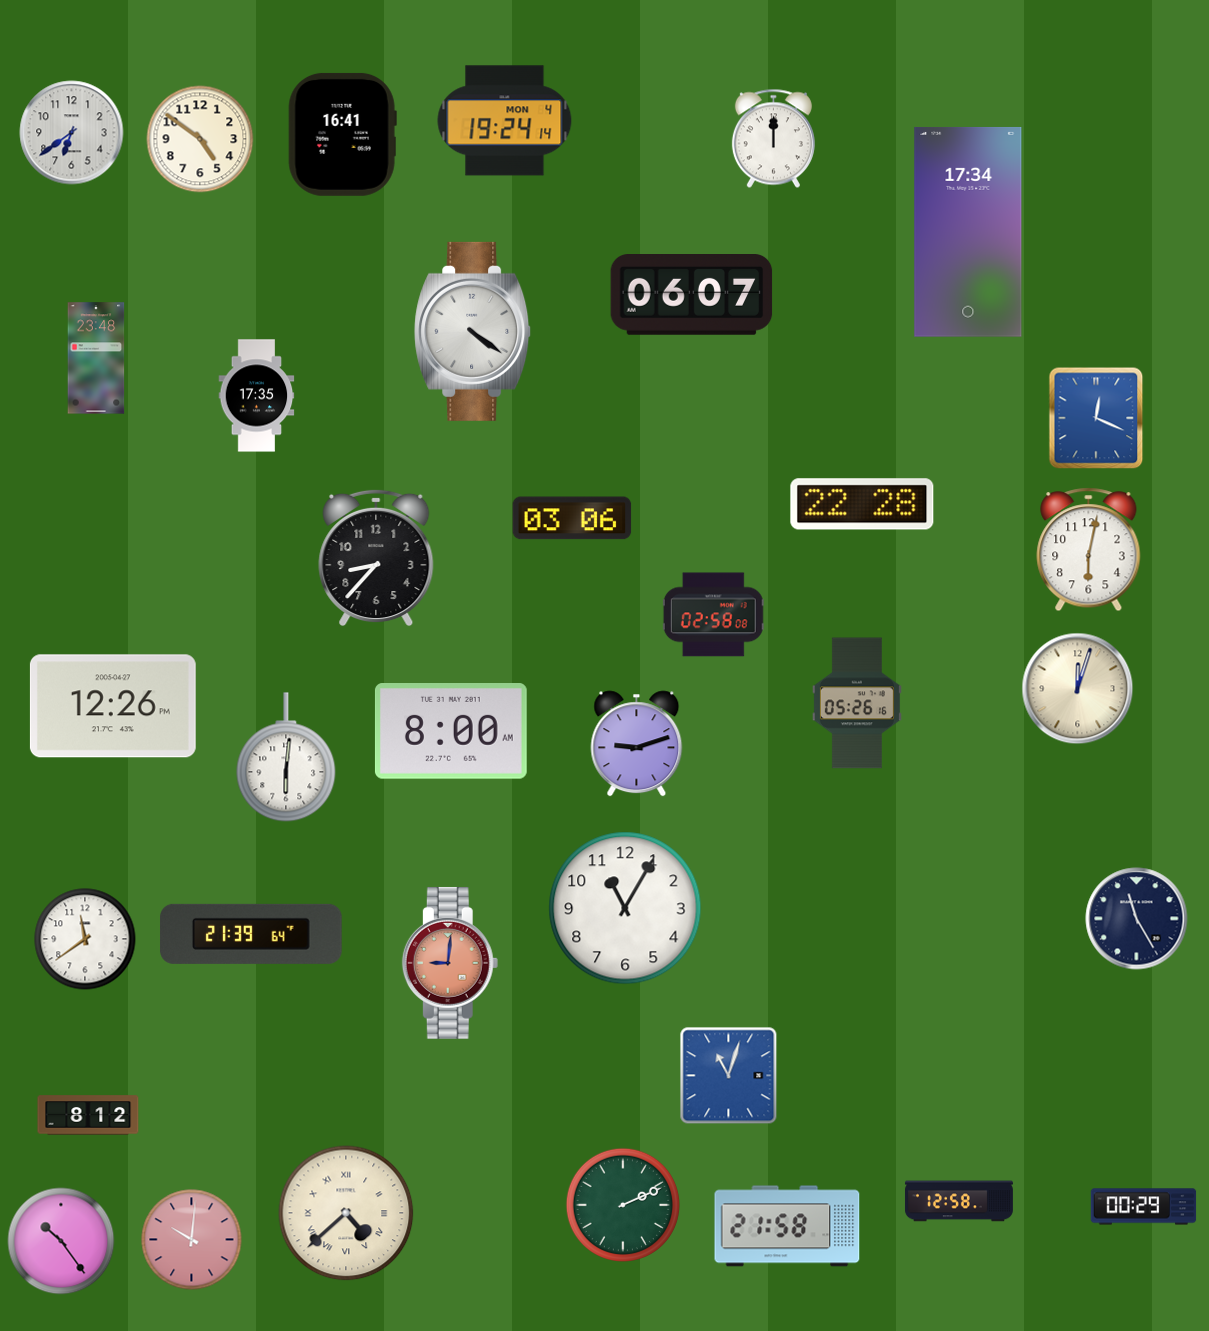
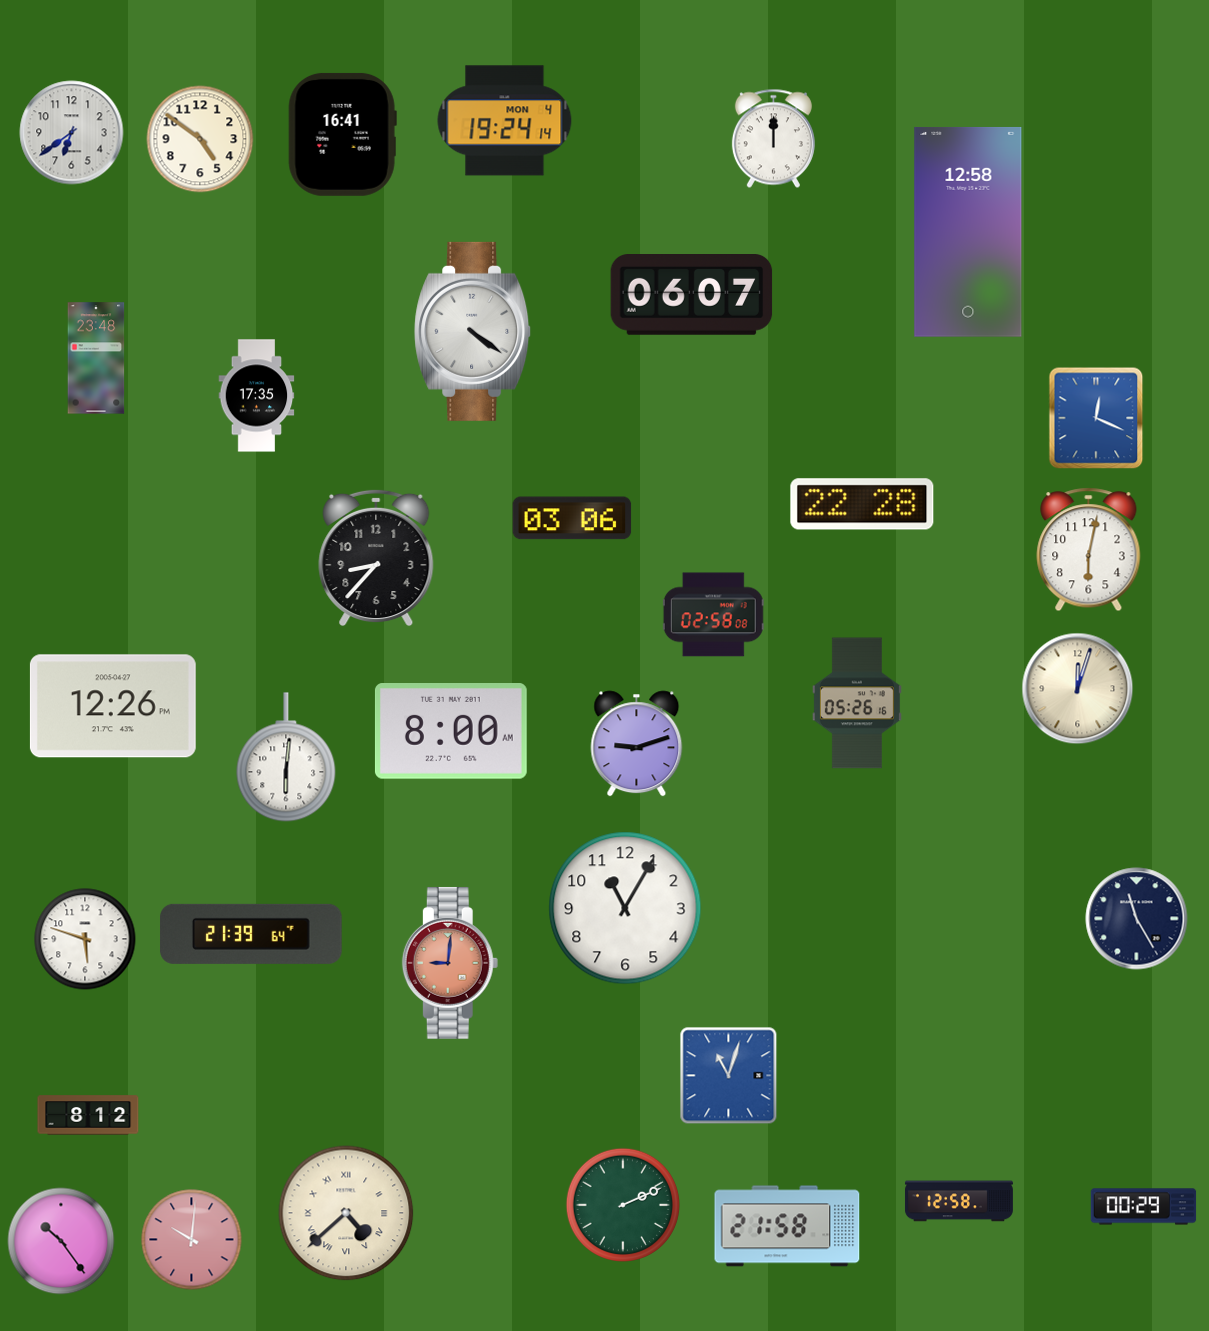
clock at (968, 232): 17:34 -> 12:58
clock at (85, 939): 11:39 -> 5:48
